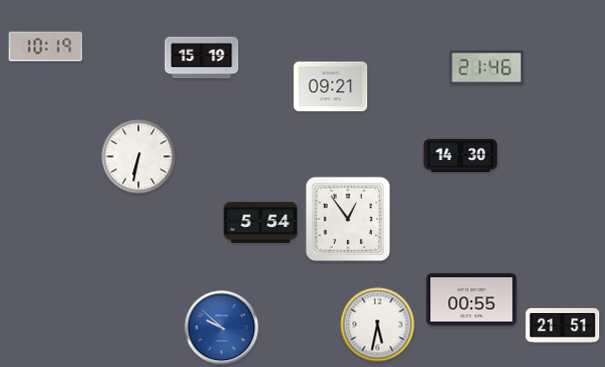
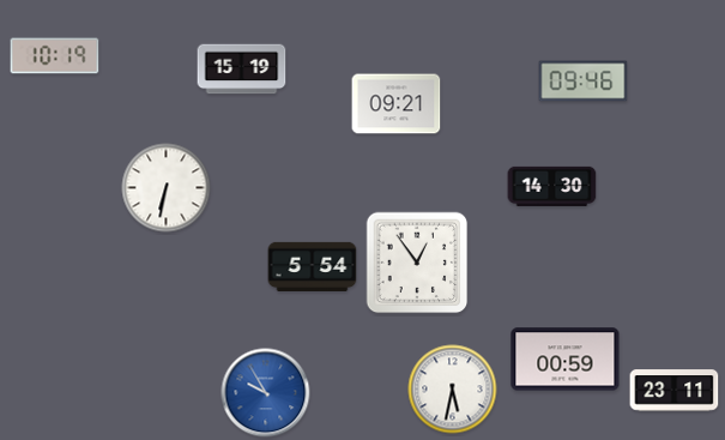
clock at (487, 68): 21:46 -> 09:46
clock at (472, 300): 00:55 -> 00:59
clock at (563, 326): 21:51 -> 23:11
clock at (222, 328): 9:52 -> 9:55
